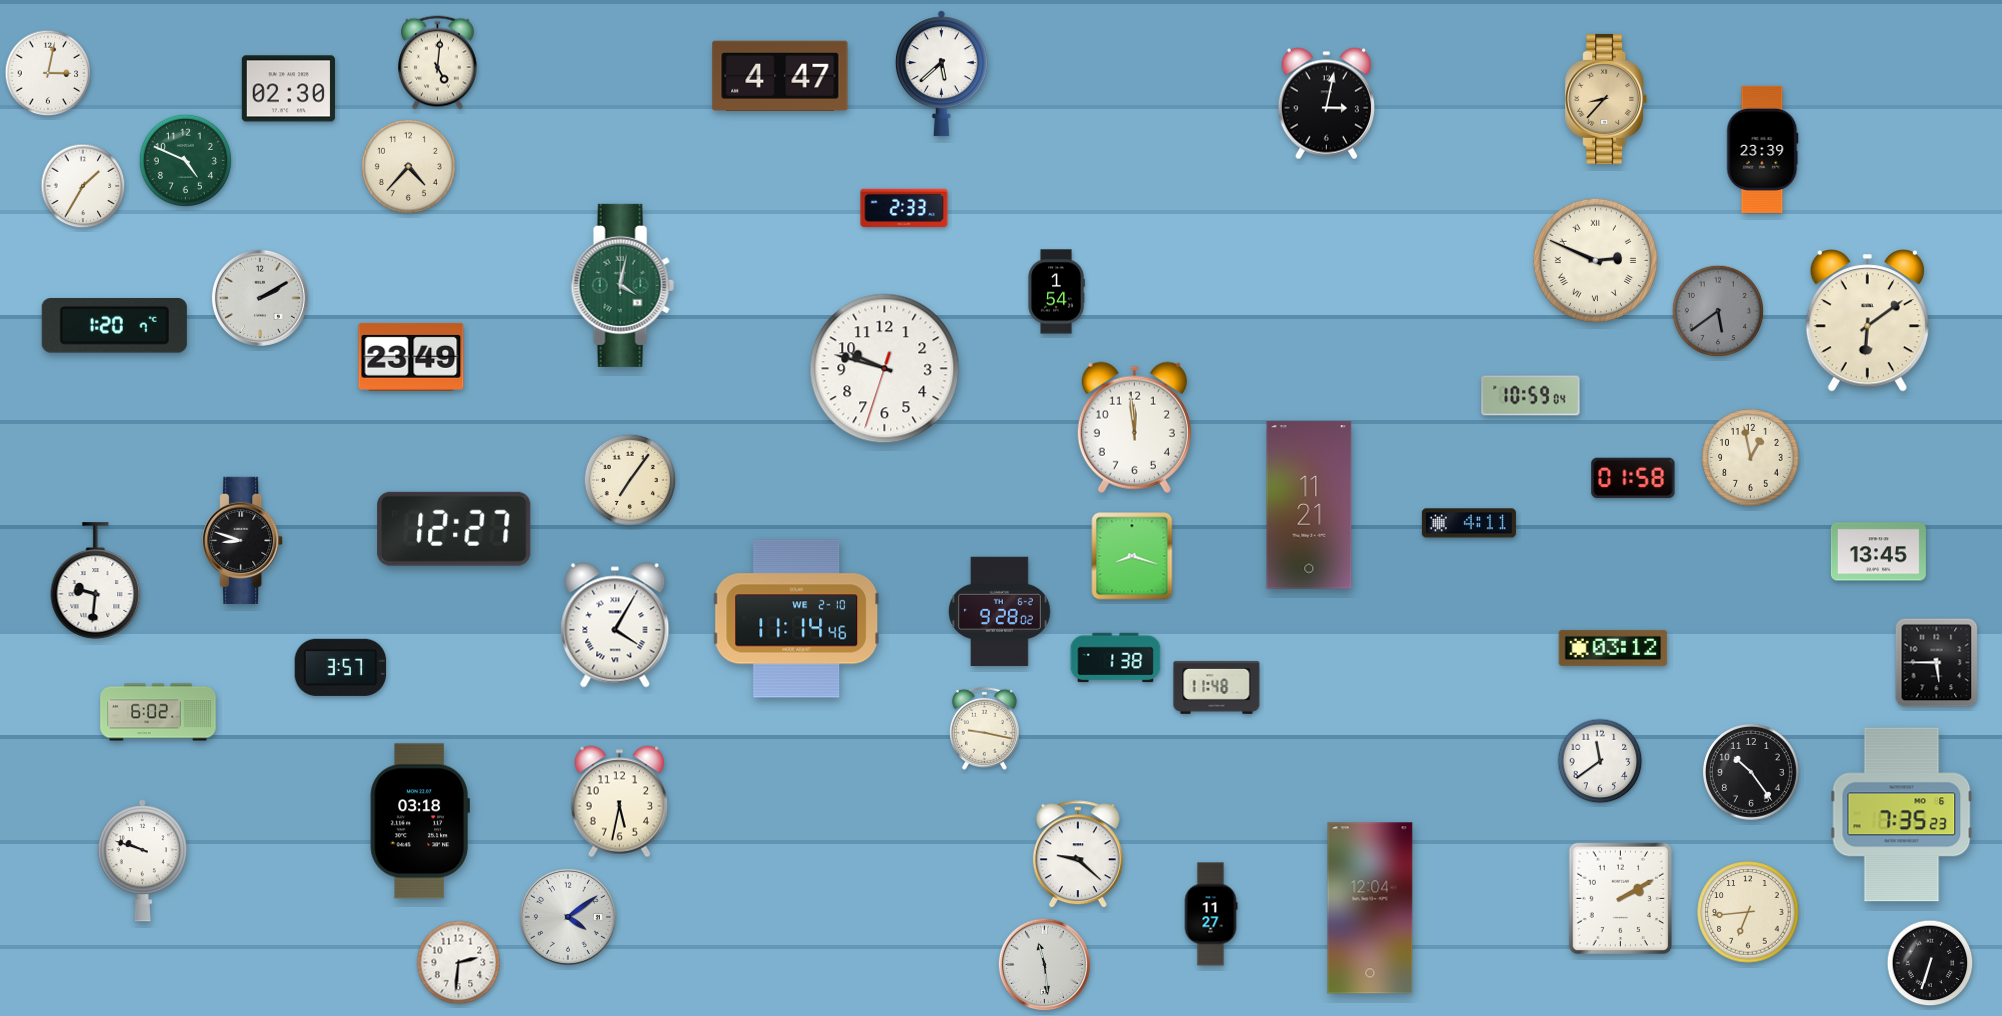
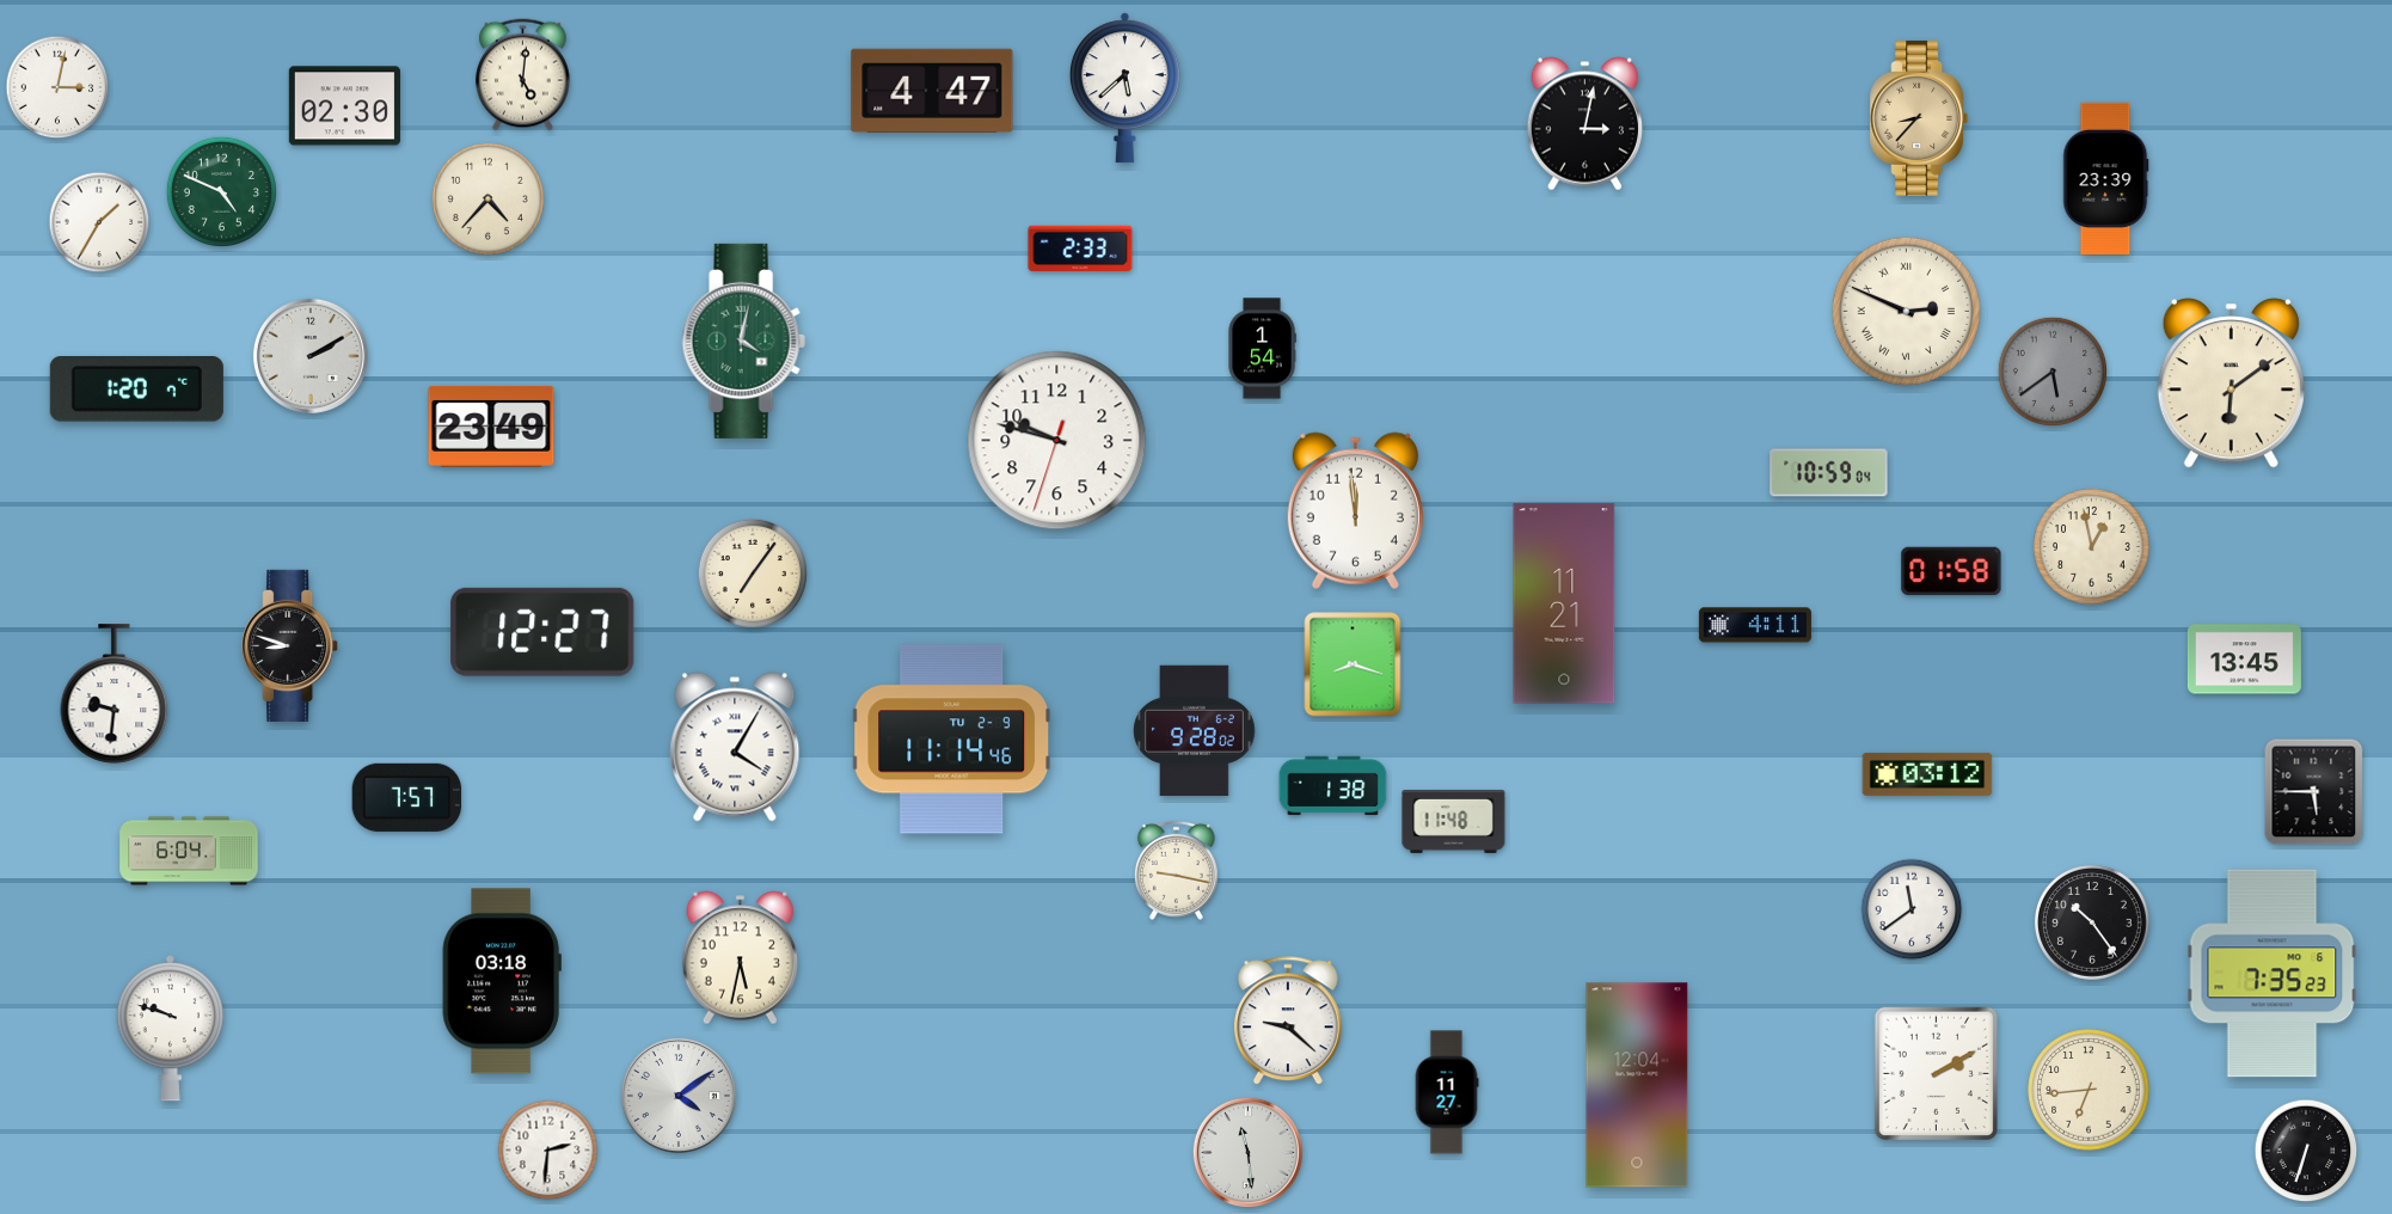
clock at (796, 619) date: WE 2-10 -> TU 2-9
clock at (341, 667): 3:57 -> 7:57
clock at (158, 712): 6:02 -> 6:04
